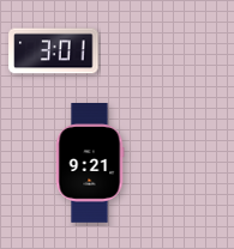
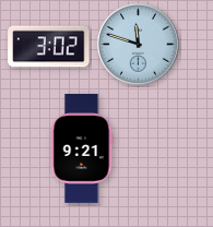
clock at (138, 44): none -> 11:48
clock at (54, 51): 3:01 -> 3:02
